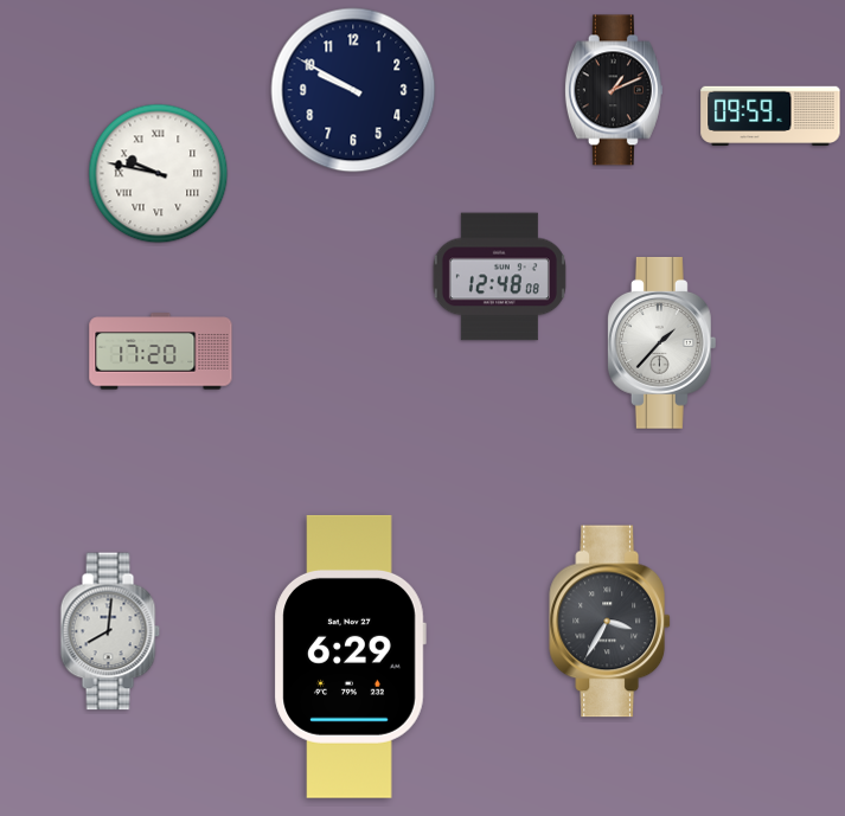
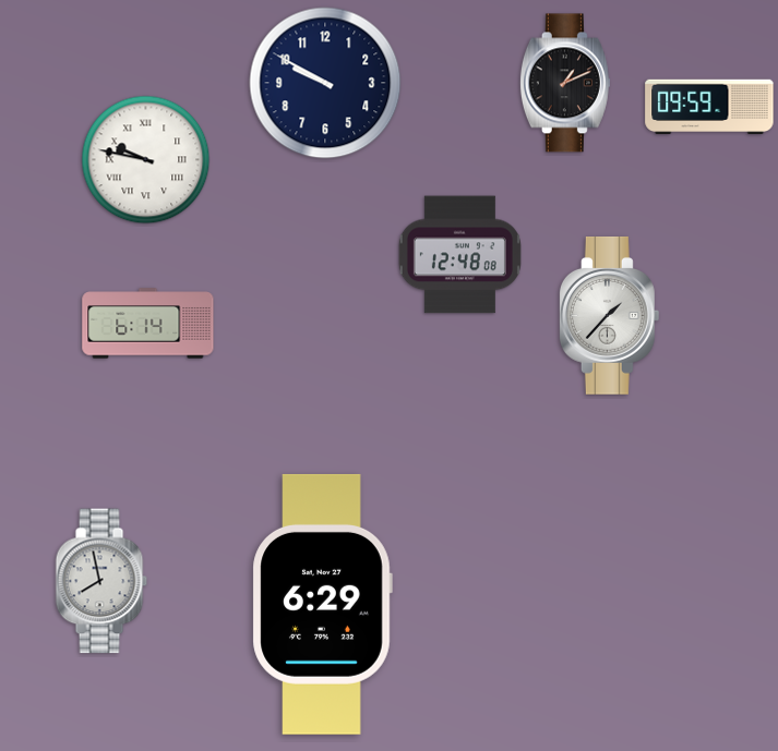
clock at (161, 352): 17:20 -> 6:14
clock at (610, 622): 3:35 -> none
clock at (110, 631): 8:01 -> 7:58
